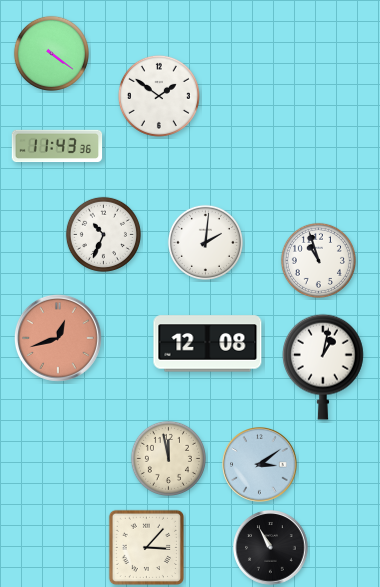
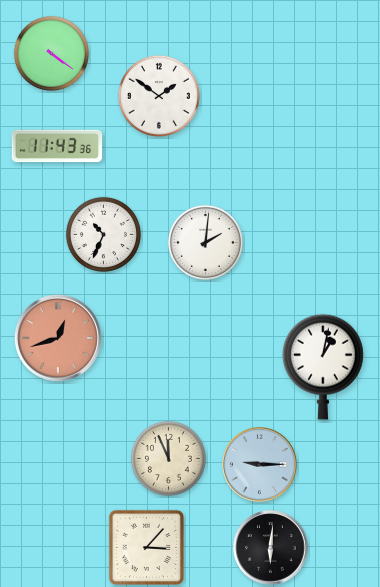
clock at (318, 260): 10:57 -> none
clock at (208, 344): 12:08 -> none
clock at (168, 458): 11:58 -> 11:56
clock at (260, 465): 3:09 -> 9:15
clock at (271, 548): 10:55 -> 6:01
